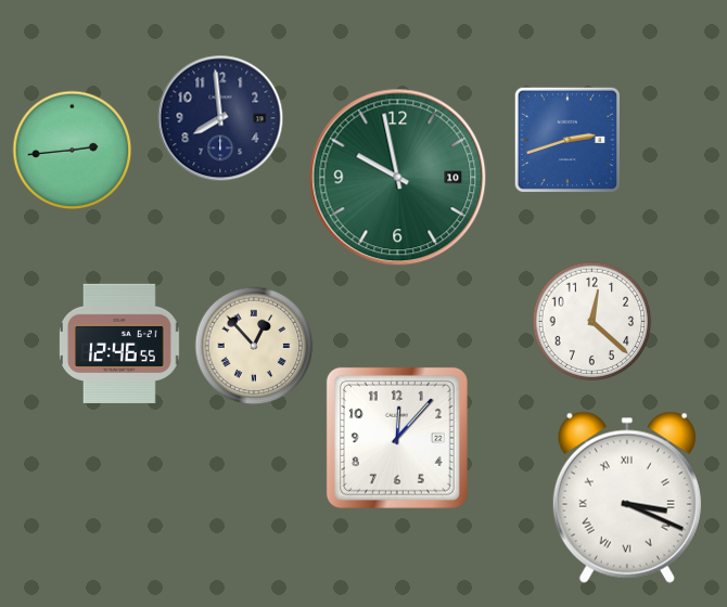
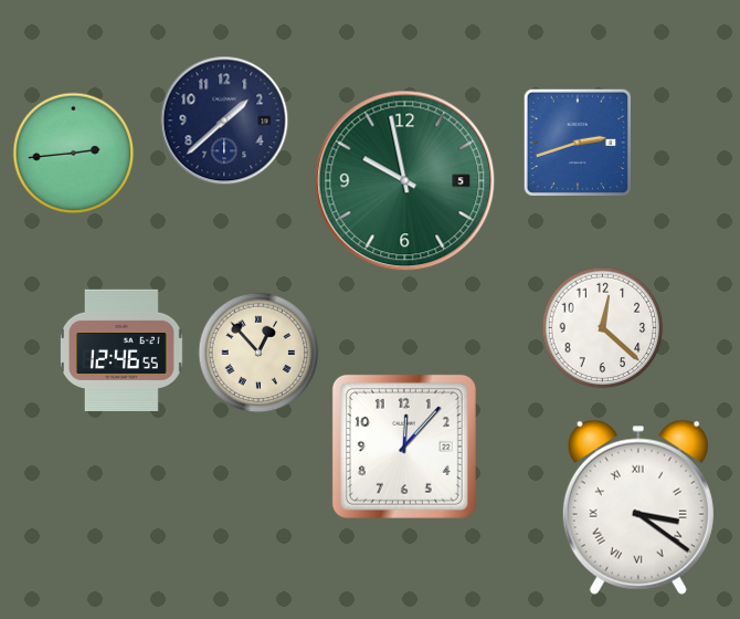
clock at (220, 118): 7:59 -> 1:38
clock at (398, 178) date: 10 -> 5
clock at (627, 498): 3:19 -> 3:21
